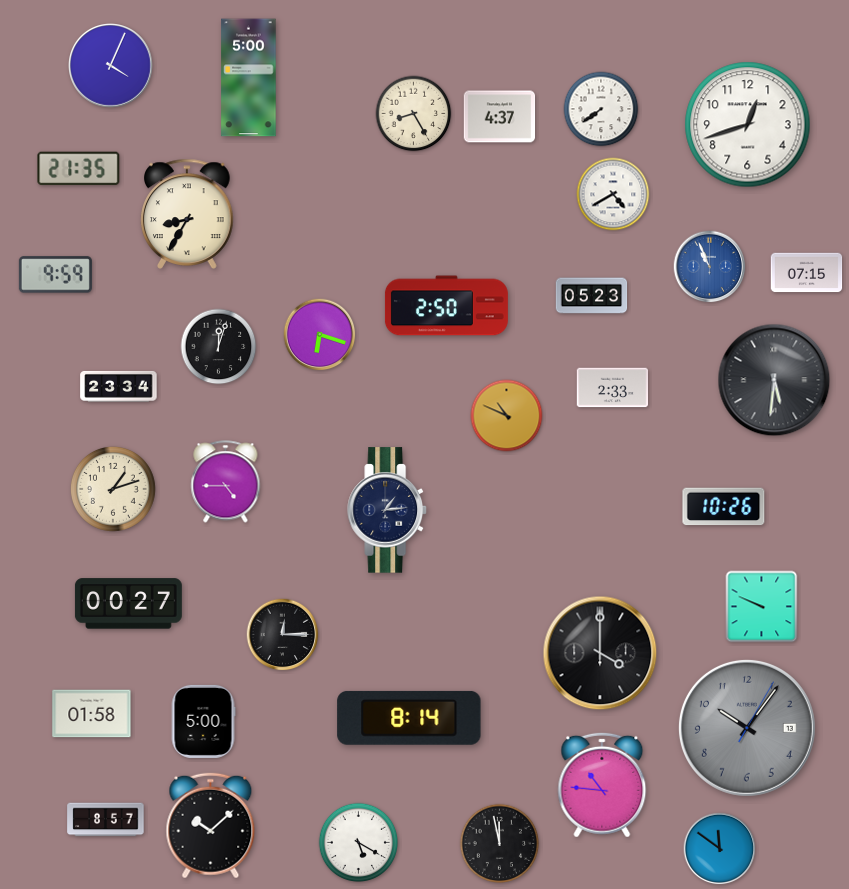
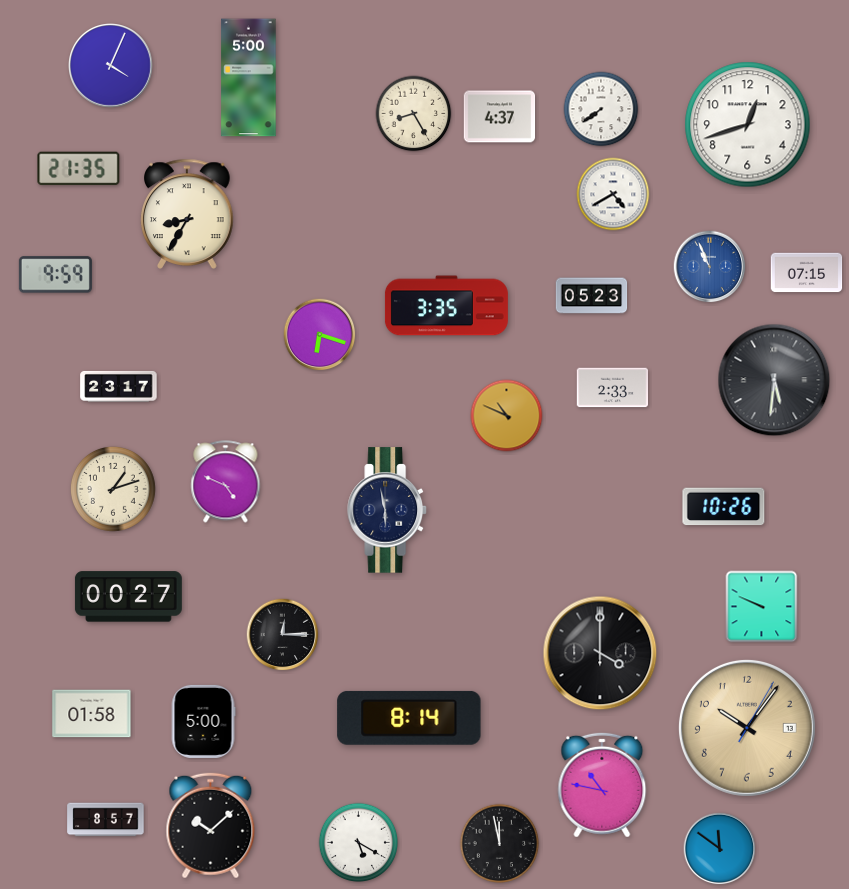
clock at (446, 306): 2:50 -> 3:35
clock at (219, 347): 12:03 -> none
clock at (119, 386): 23:34 -> 23:17
clock at (226, 482): 4:45 -> 4:49
clock at (388, 510): 1:14 -> 5:58
clock at (128, 604) position: (128, 604) -> (128, 597)
clock at (747, 728) dial: grey -> champagne
clock at (602, 785): 10:46 -> 10:47
